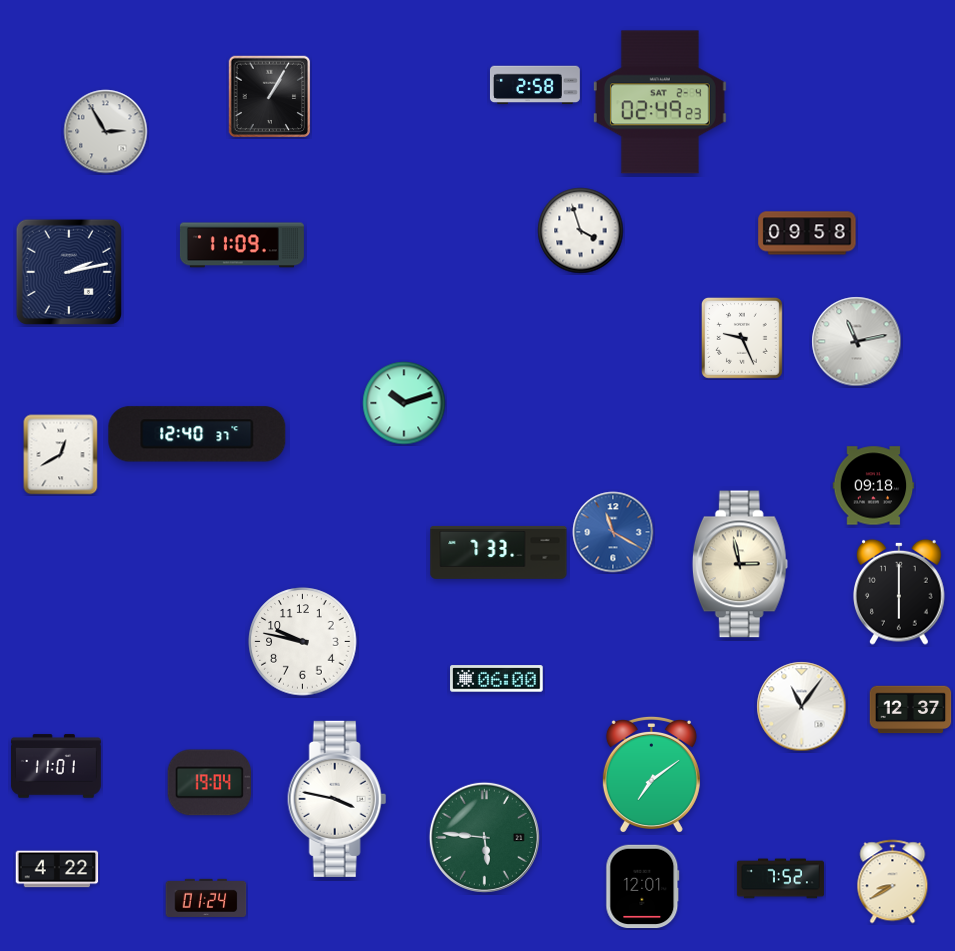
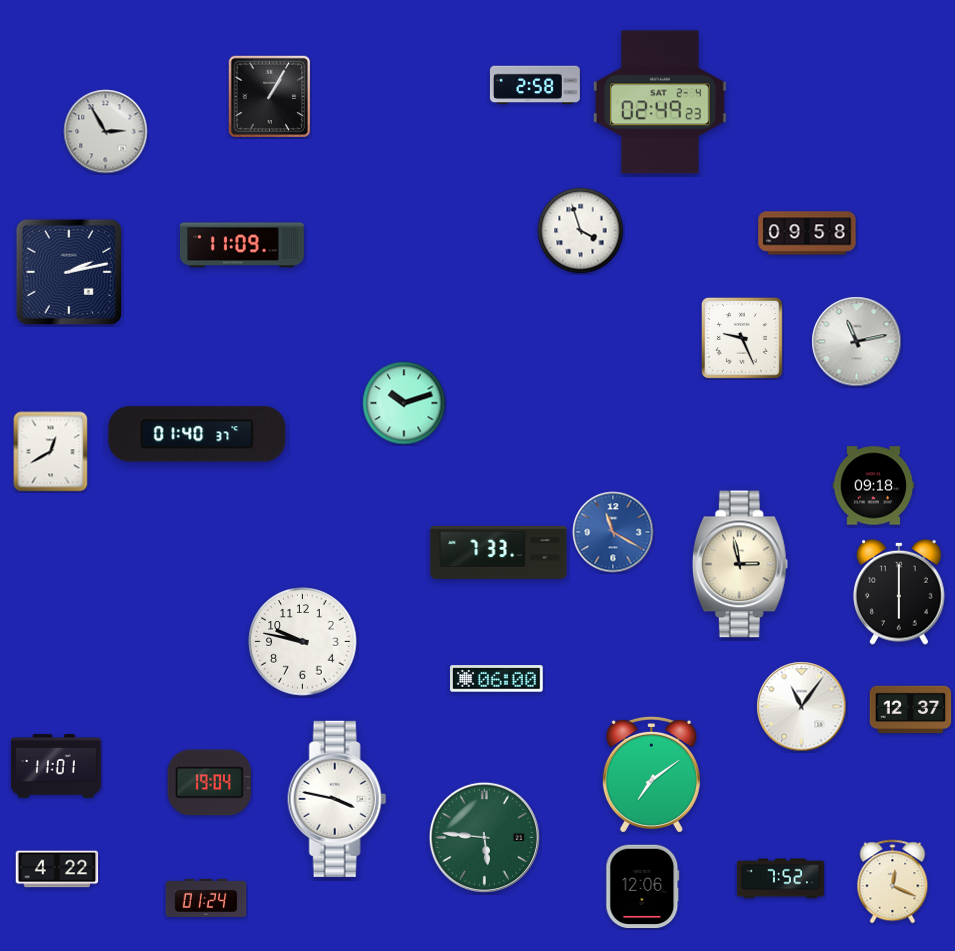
clock at (197, 434): 12:40 -> 01:40
clock at (61, 455) position: (61, 455) -> (51, 452)
clock at (893, 882): 8:40 -> 12:19
clock at (643, 887): 12:01 -> 12:06
